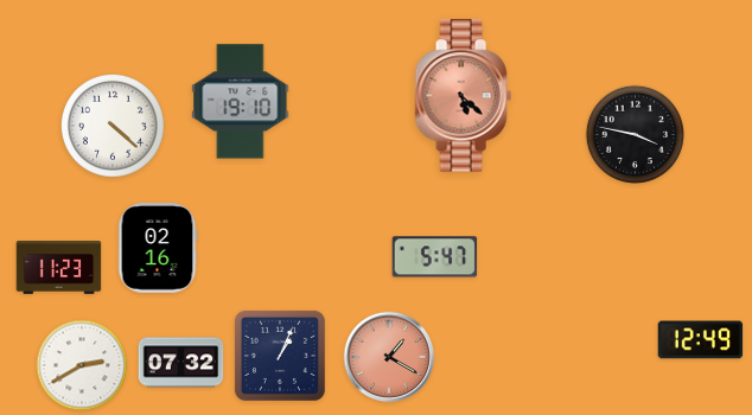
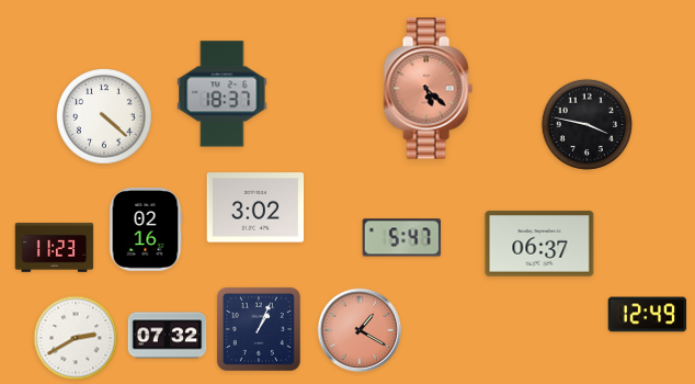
clock at (241, 102): 19:10 -> 18:37
clock at (255, 207): none -> 3:02
clock at (539, 244): none -> 06:37
